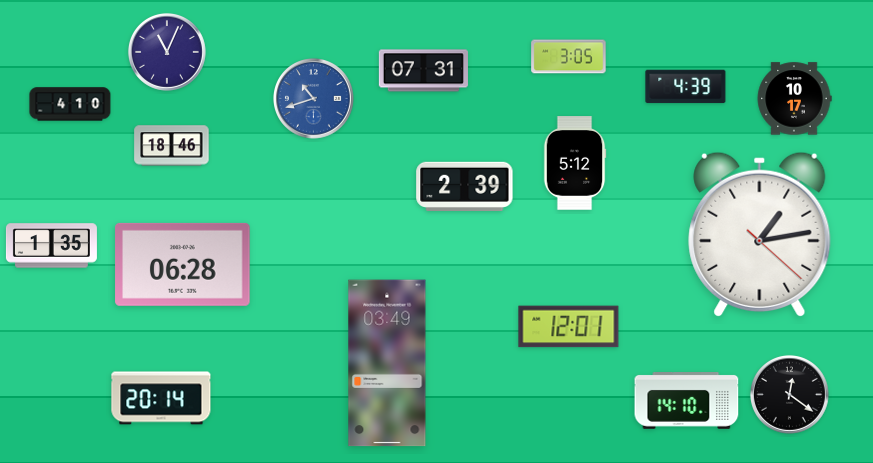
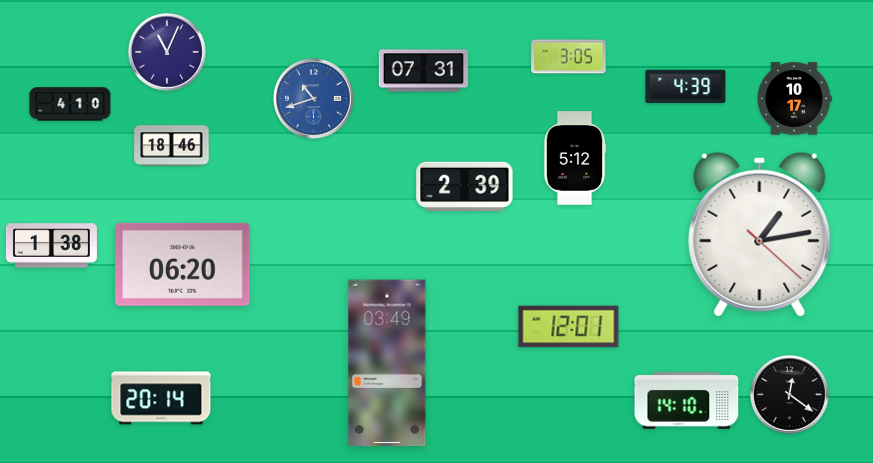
clock at (575, 163) position: (575, 163) -> (575, 158)
clock at (51, 246): 1:35 -> 1:38
clock at (183, 264): 06:28 -> 06:20
